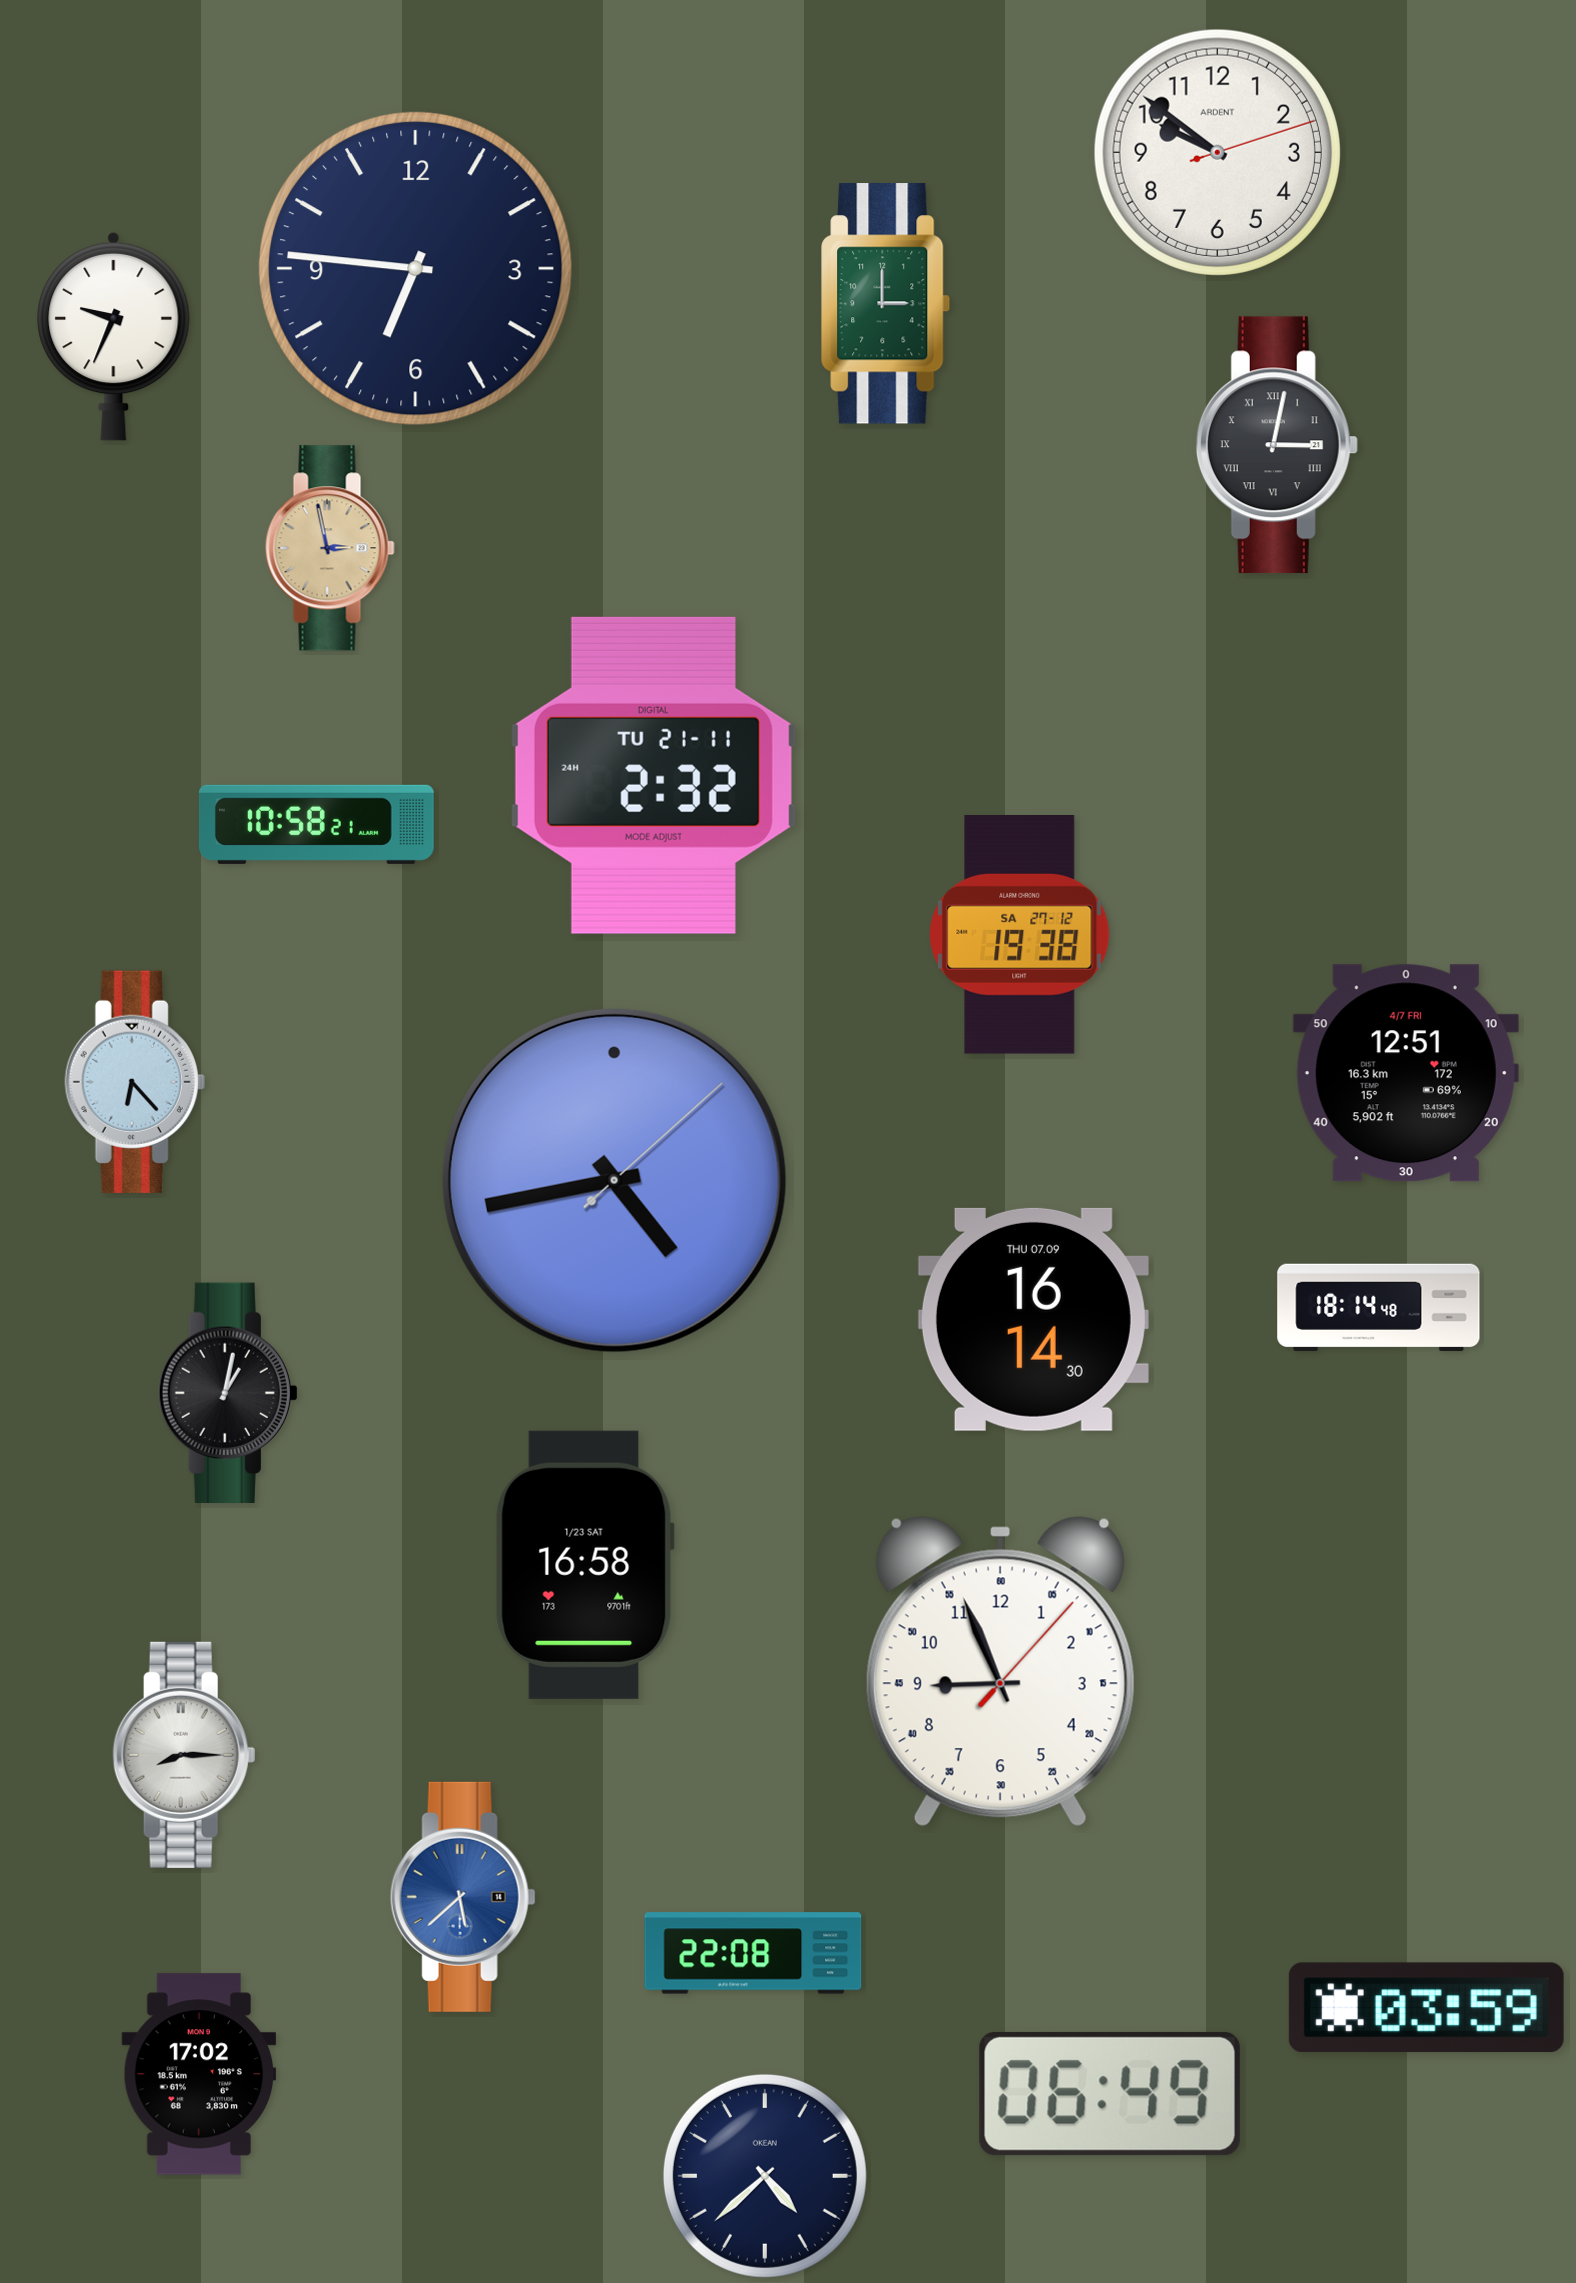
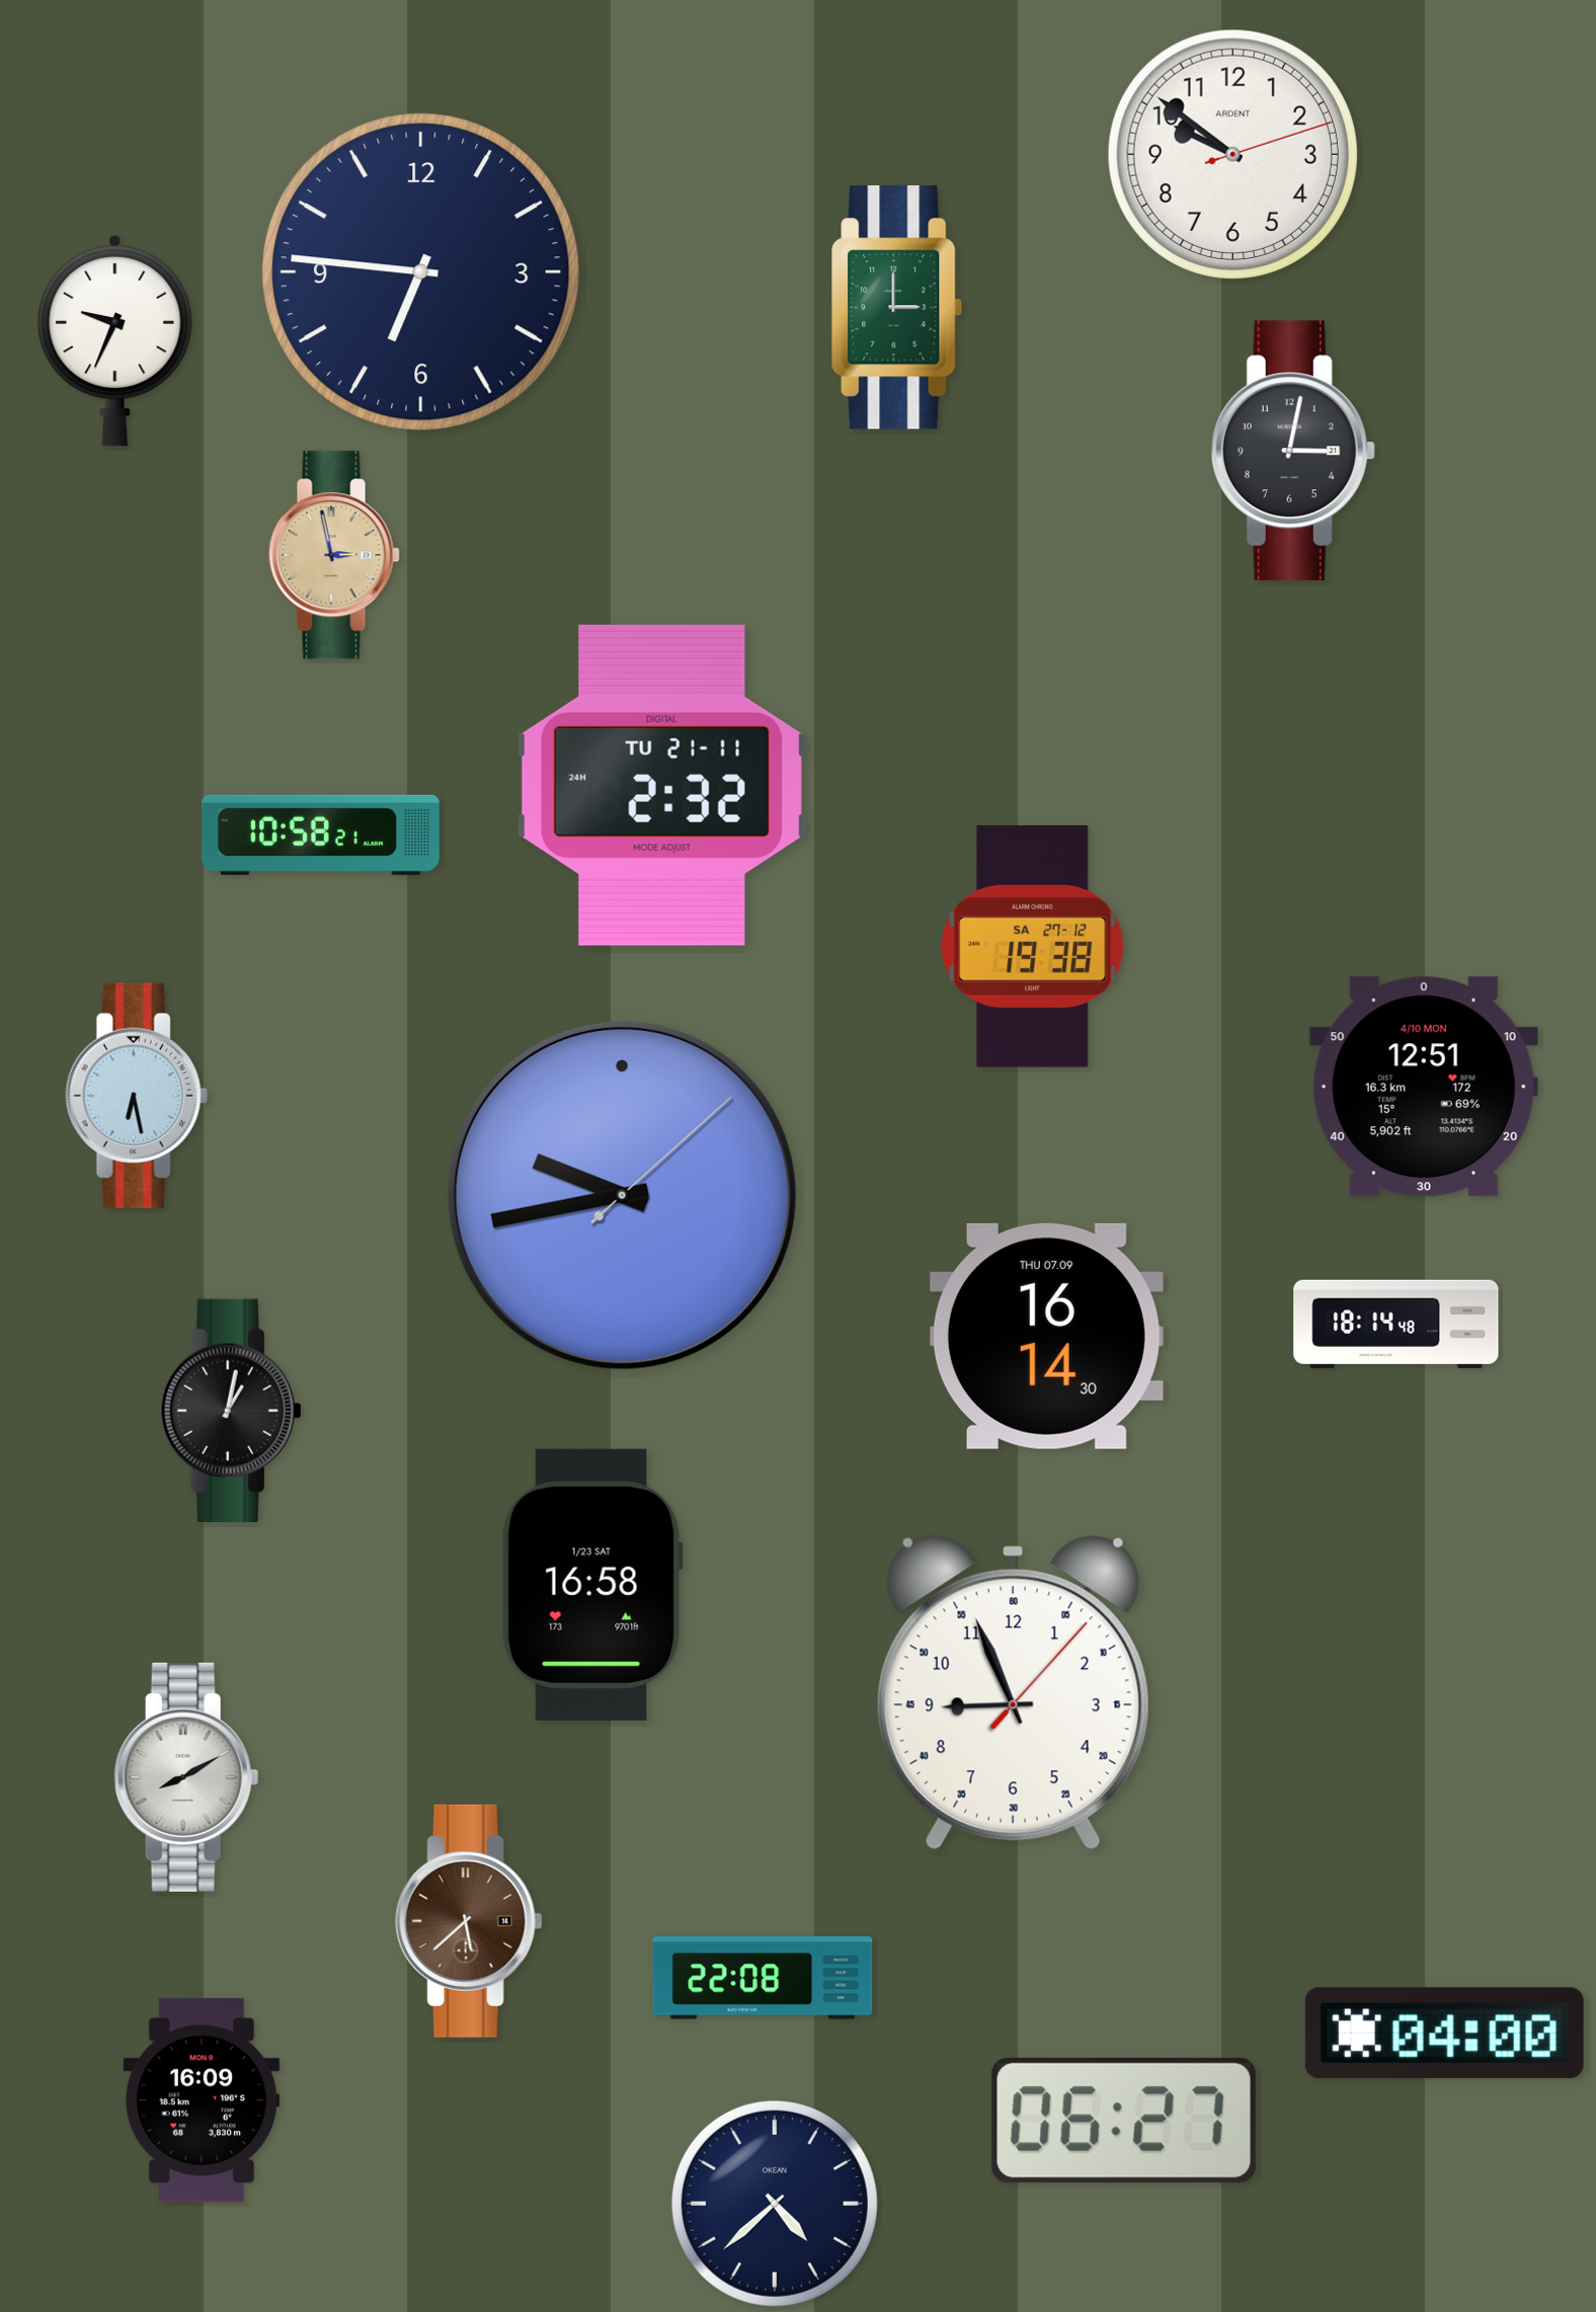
clock at (1277, 445) numerals: Roman -> Arabic
clock at (1406, 1073) date: 4/7 FRI -> 4/10 MON
clock at (135, 1082): 6:23 -> 6:28
clock at (614, 1180): 4:43 -> 9:43
clock at (184, 1755): 8:15 -> 8:10
clock at (463, 1897) dial: blue -> brown
clock at (1426, 2007): 03:59 -> 04:00
clock at (199, 2074): 17:02 -> 16:09
clock at (1110, 2094): 06:49 -> 06:27
